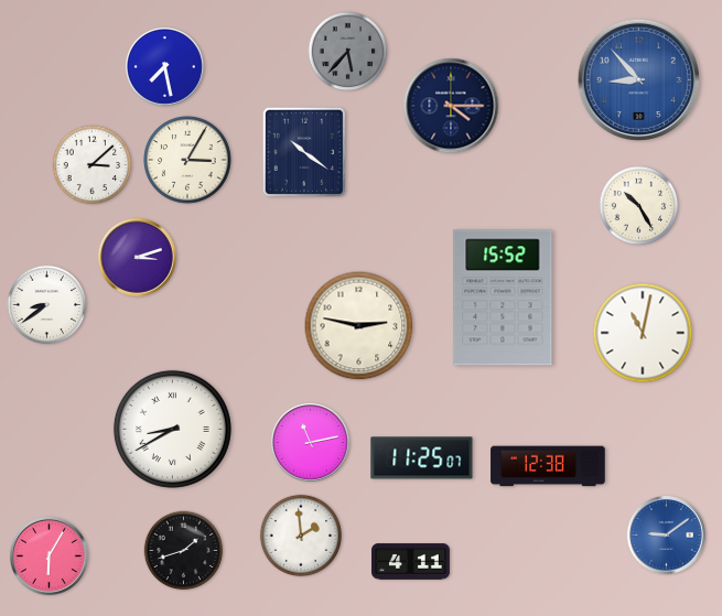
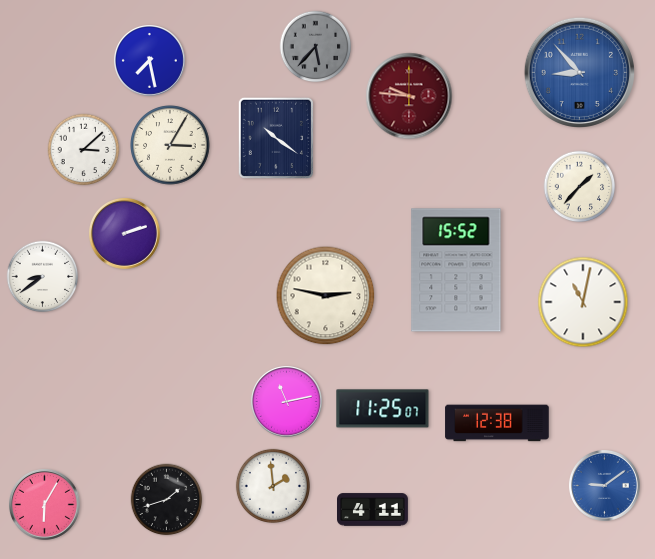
clock at (451, 106): 4:15 -> 9:46
clock at (451, 106) dial: navy -> burgundy
clock at (639, 206): 10:25 -> 1:37
clock at (137, 257): 3:12 -> 2:12
clock at (172, 429): 8:40 -> none
clock at (310, 442) position: (310, 442) -> (286, 401)
clock at (422, 458) position: (422, 458) -> (383, 409)
